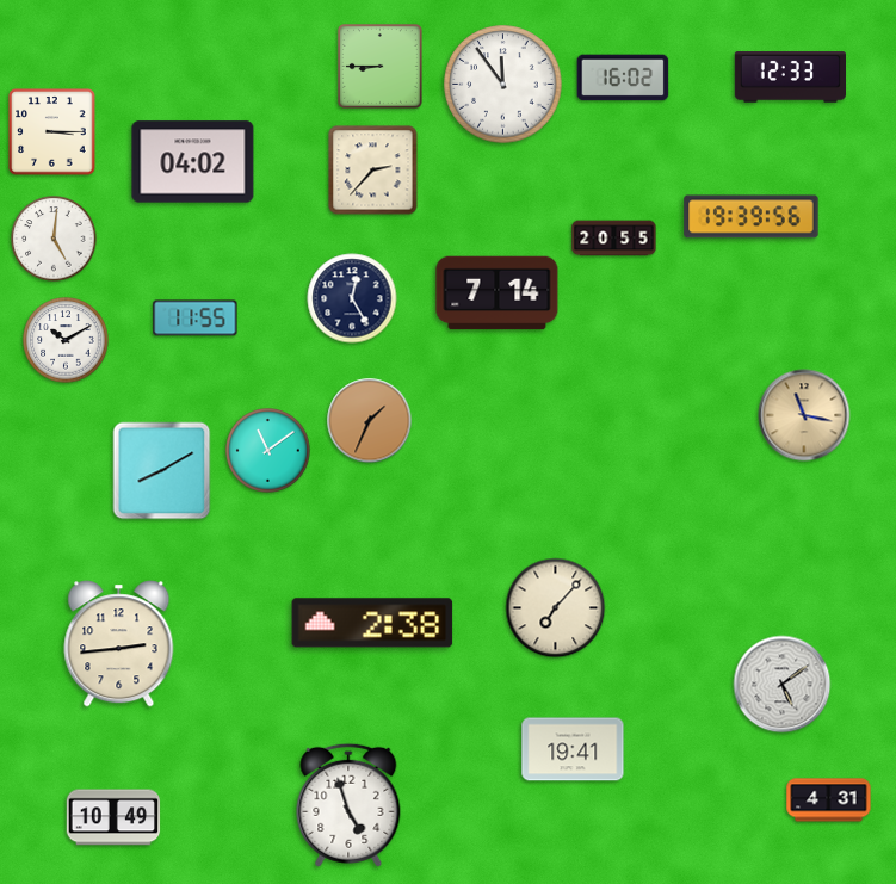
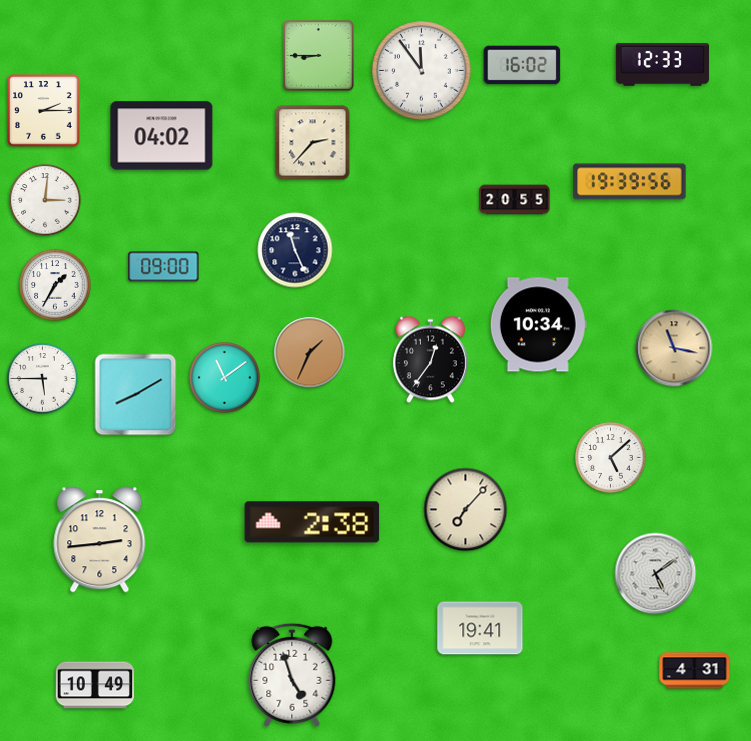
clock at (52, 132): 3:15 -> 2:15
clock at (54, 239): 5:01 -> 3:01
clock at (498, 293): 7:14 -> none
clock at (352, 298): 12:25 -> 11:26
clock at (196, 319): 11:55 -> 09:00
clock at (66, 340): 10:10 -> 1:35
clock at (538, 325): none -> 10:34
clock at (430, 360): none -> 12:36
clock at (43, 379): none -> 5:45
clock at (611, 458): none -> 5:08
